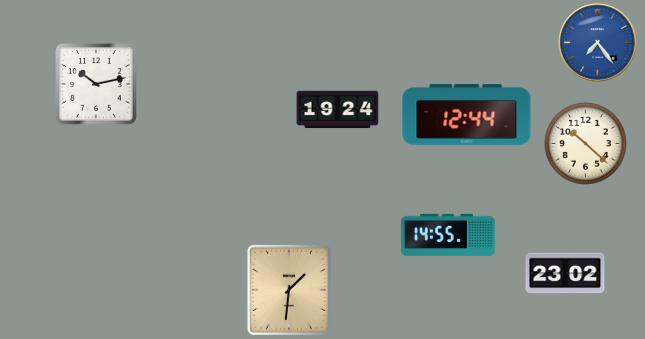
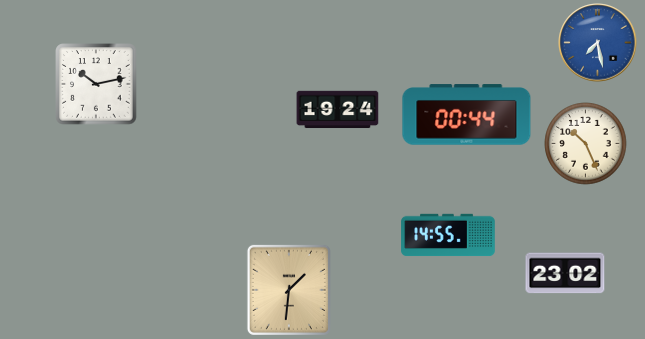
clock at (598, 43): 7:24 -> 7:28
clock at (467, 115): 12:44 -> 00:44
clock at (586, 144): 10:22 -> 10:26
